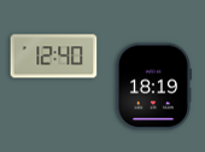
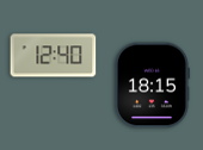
clock at (154, 87): 18:19 -> 18:15
